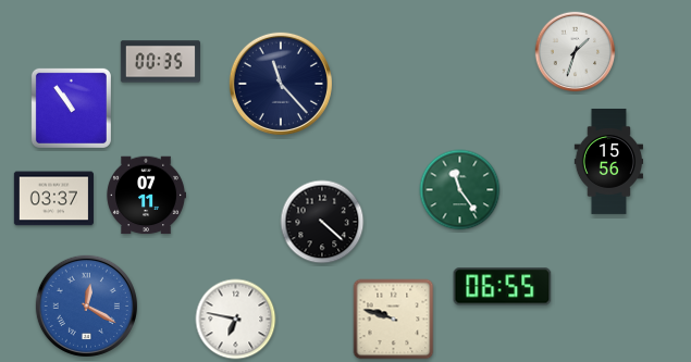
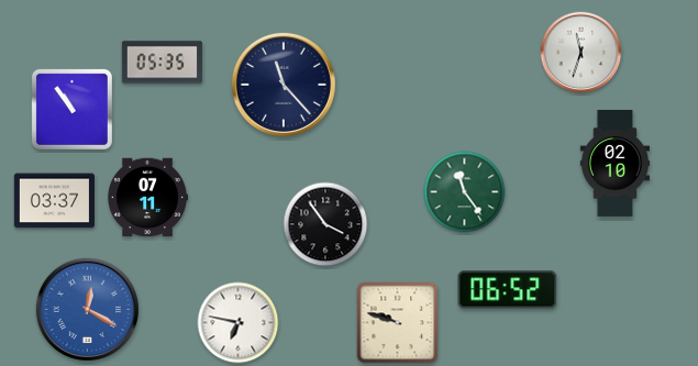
clock at (576, 52): 1:33 -> 11:33
clock at (160, 62): 00:35 -> 05:35
clock at (608, 161): 15:56 -> 02:10
clock at (322, 222): 4:22 -> 3:54
clock at (503, 287): 06:55 -> 06:52
